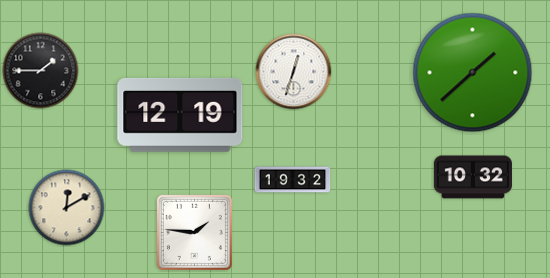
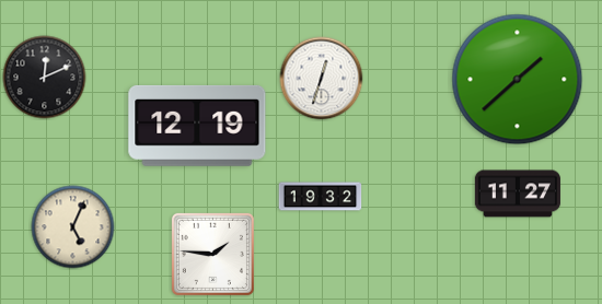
clock at (41, 71): 1:45 -> 12:11
clock at (473, 177): 10:32 -> 11:27
clock at (67, 208): 12:10 -> 5:04
